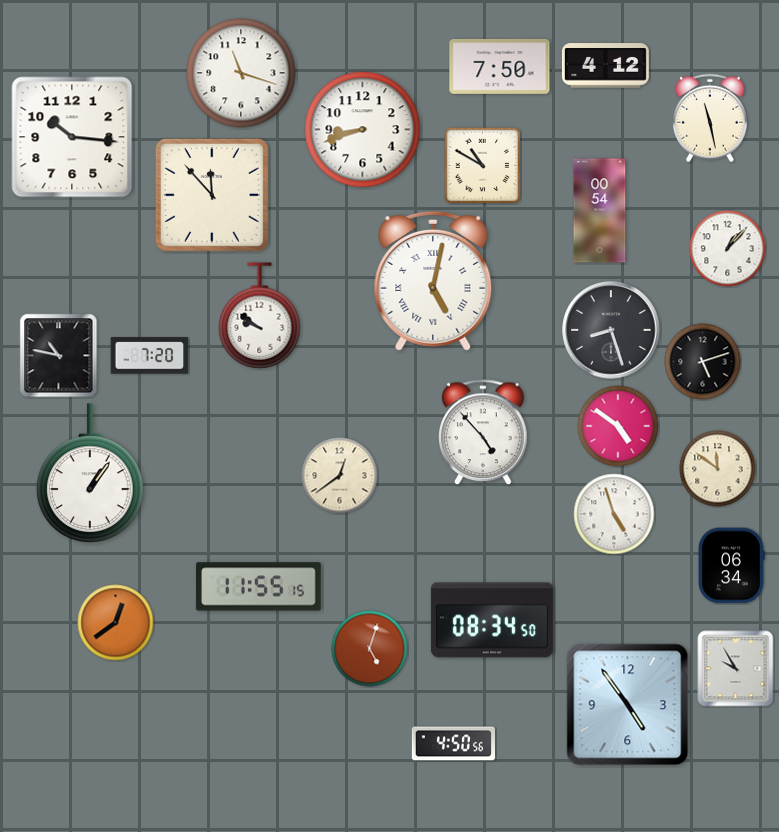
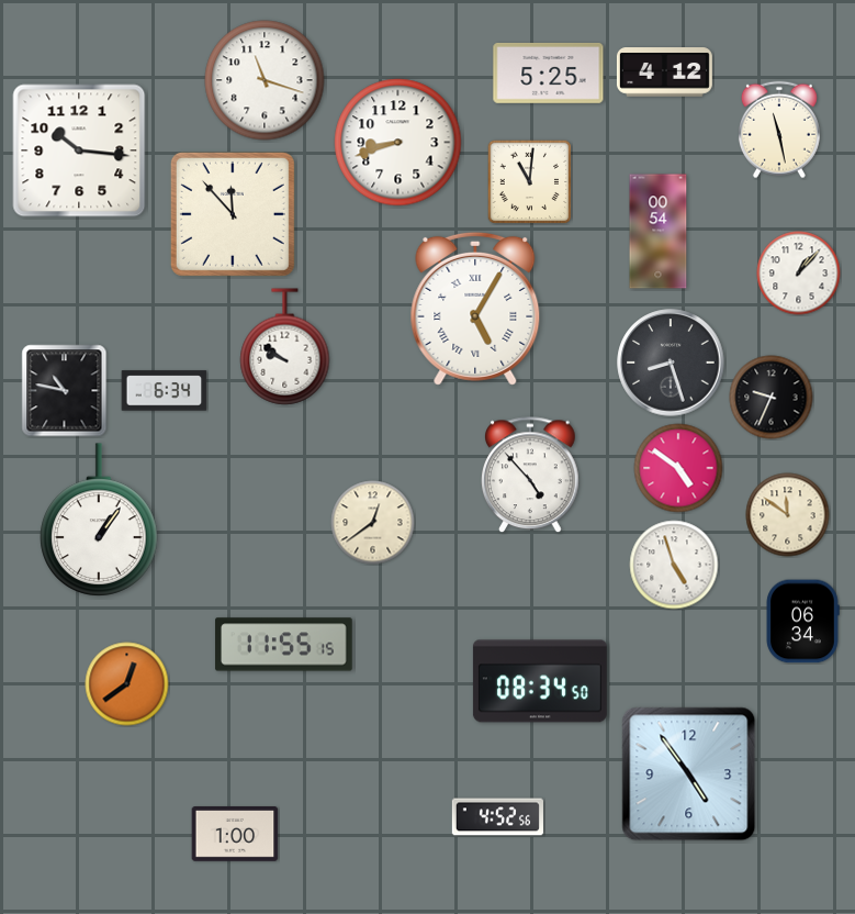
clock at (500, 66): 7:50 -> 5:25
clock at (482, 165): 10:50 -> 11:01
clock at (433, 281): 5:02 -> 5:05
clock at (150, 356): 7:20 -> 6:34
clock at (703, 362): 5:12 -> 9:34
clock at (370, 649): 5:03 -> none
clock at (736, 669): 9:55 -> none
clock at (453, 744): 4:50 -> 4:52
clock at (235, 835): none -> 1:00
